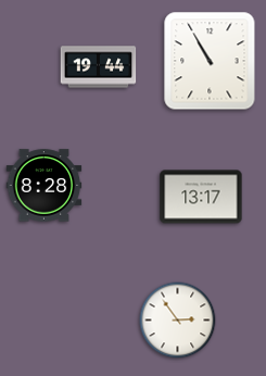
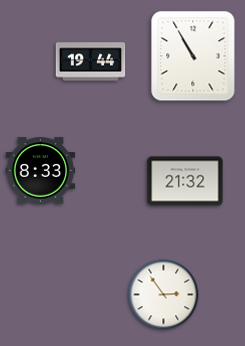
clock at (45, 186): 8:28 -> 8:33
clock at (201, 197): 13:17 -> 21:32
